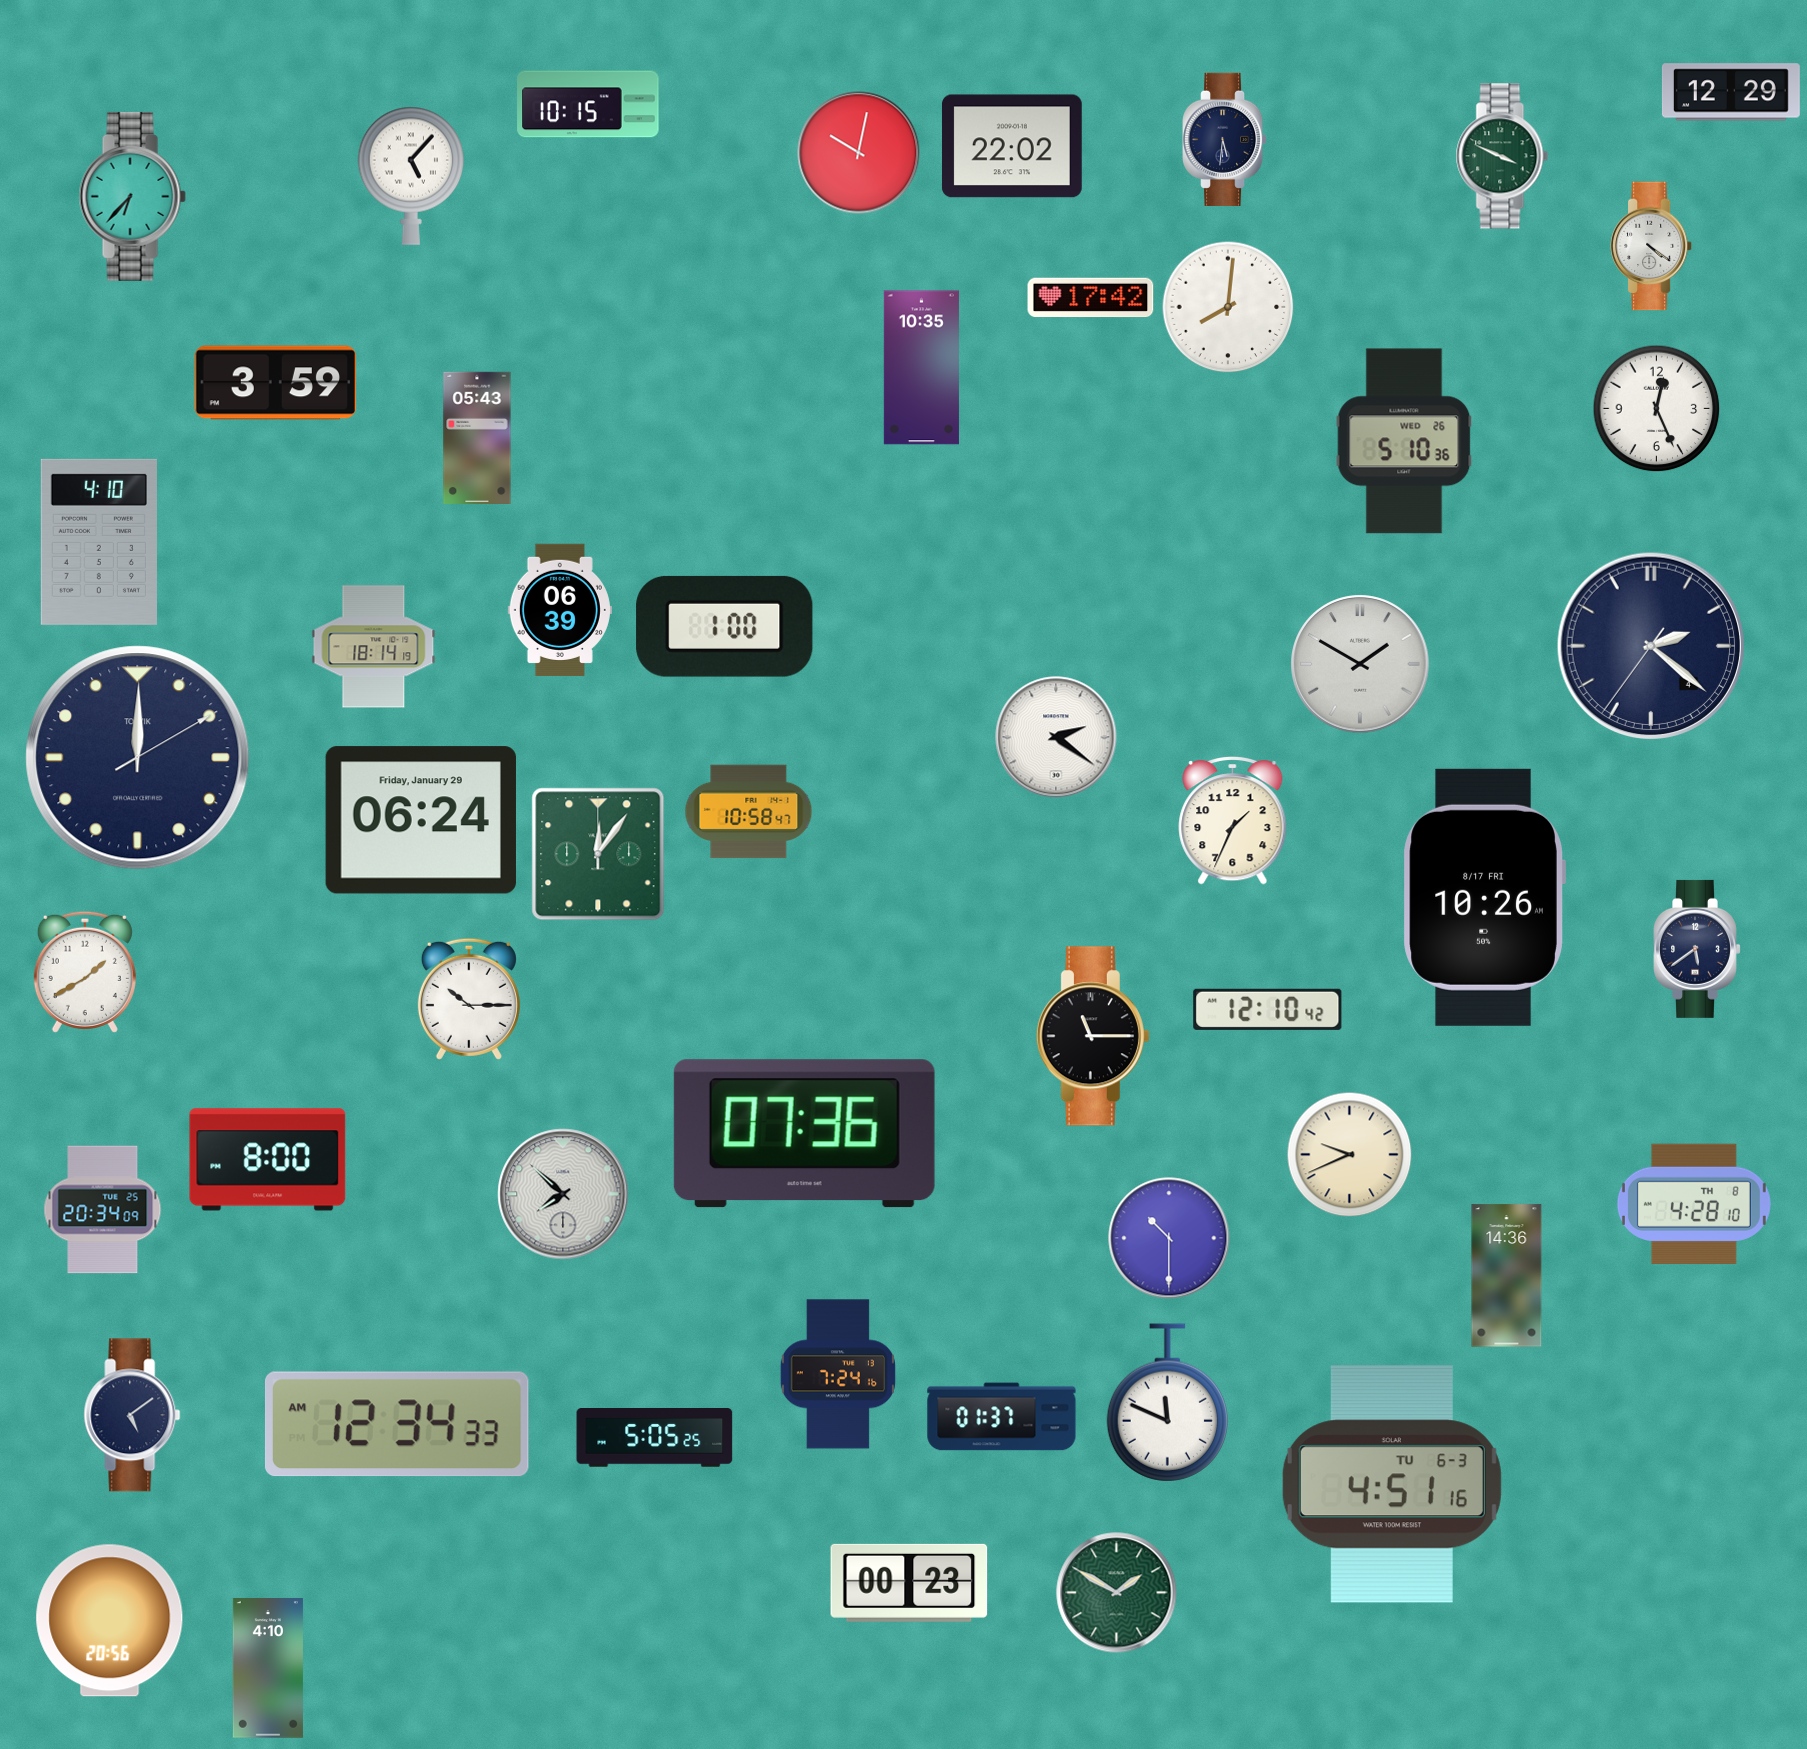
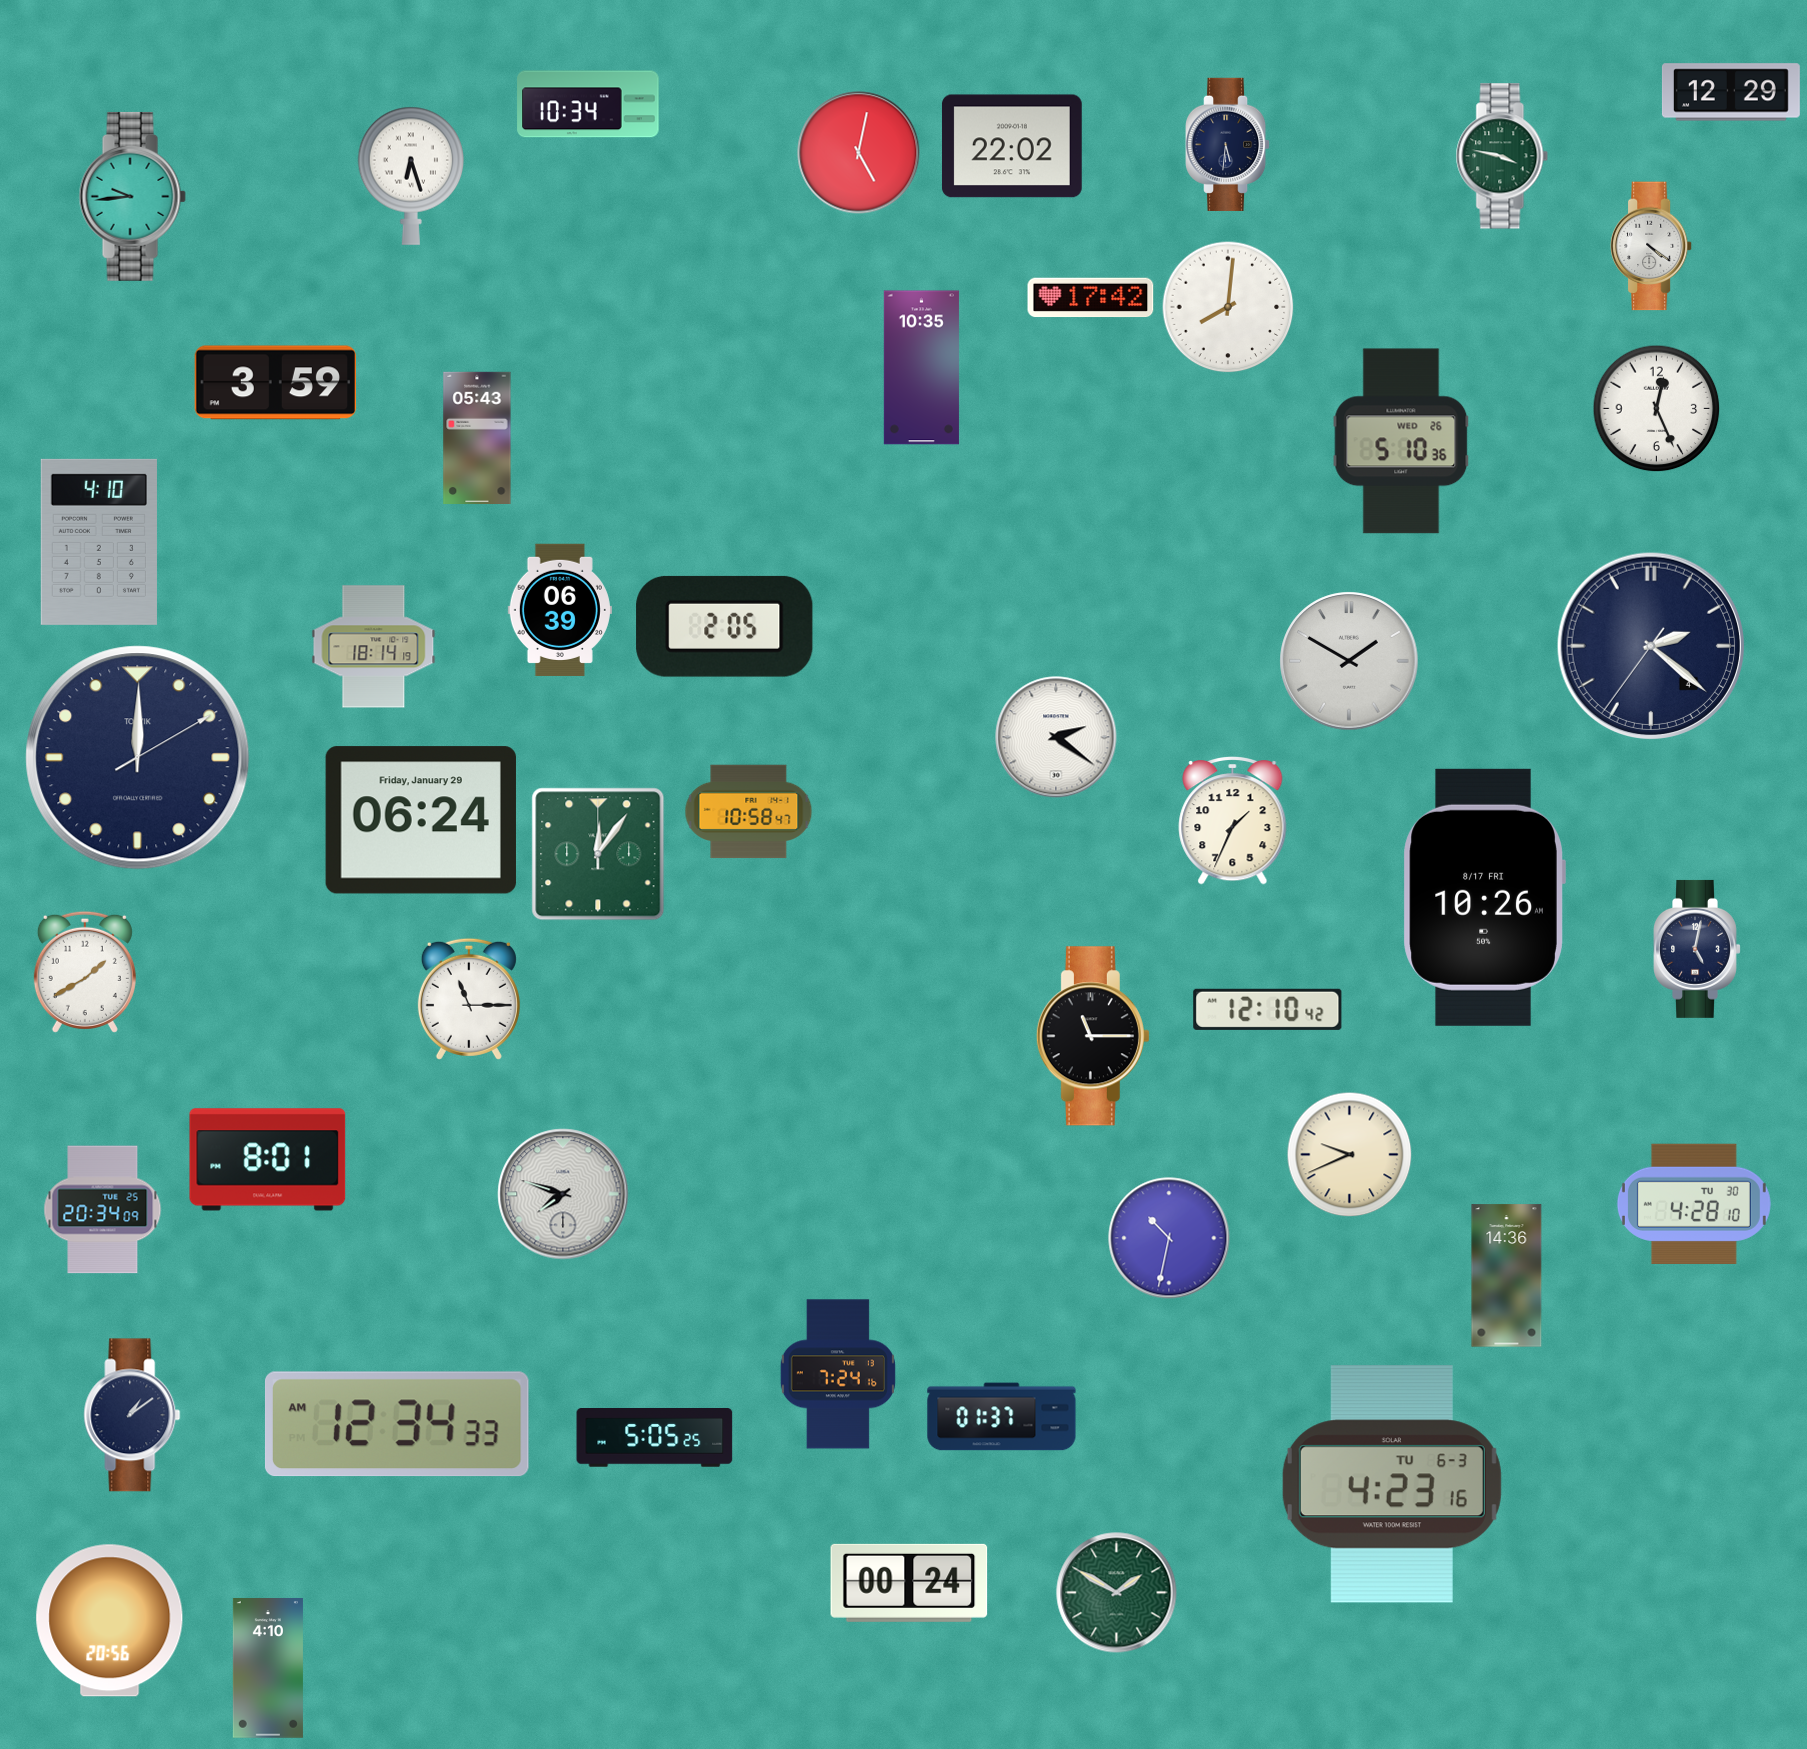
clock at (588, 104): 10:15 -> 10:34
clock at (1226, 139) position: (1226, 139) -> (1229, 144)
clock at (859, 153): 10:02 -> 5:02
clock at (1502, 156): 3:49 -> 3:47
clock at (411, 176): 5:07 -> 6:27
clock at (132, 196): 6:37 -> 9:44
clock at (1404, 441) position: (1404, 441) -> (1401, 441)
clock at (725, 626): 1:00 -> 2:05
clock at (1360, 664) position: (1360, 664) -> (1349, 661)
clock at (1697, 949): 5:39 -> 5:02
clock at (469, 999): 10:15 -> 11:15
clock at (804, 1134): 07:36 -> none
clock at (268, 1160): 8:00 -> 8:01
clock at (563, 1194): 7:52 -> 7:48
clock at (1694, 1204) date: TH 8 -> TU 30
clock at (1169, 1238): 10:30 -> 10:32
clock at (1167, 1403): 11:49 -> none
clock at (132, 1415): 5:09 -> 1:09
clock at (1392, 1484): 4:51 -> 4:23
clock at (909, 1583): 00:23 -> 00:24
